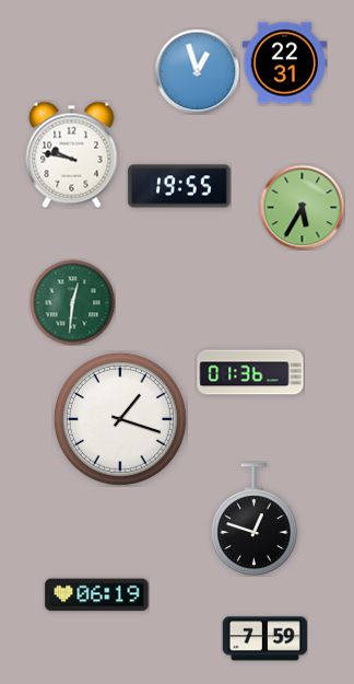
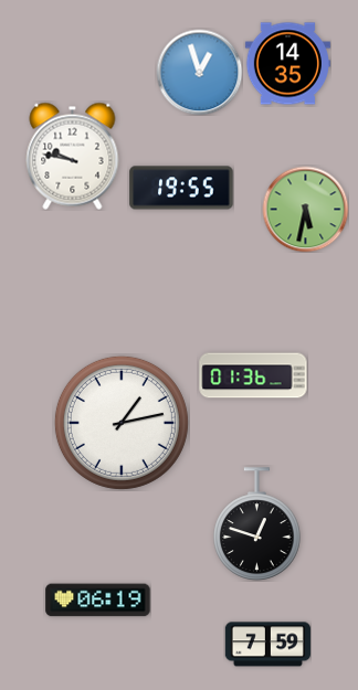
clock at (284, 63): 22:31 -> 14:35
clock at (302, 207): 5:35 -> 5:32
clock at (72, 302): 12:31 -> none
clock at (120, 419): 1:18 -> 1:13
